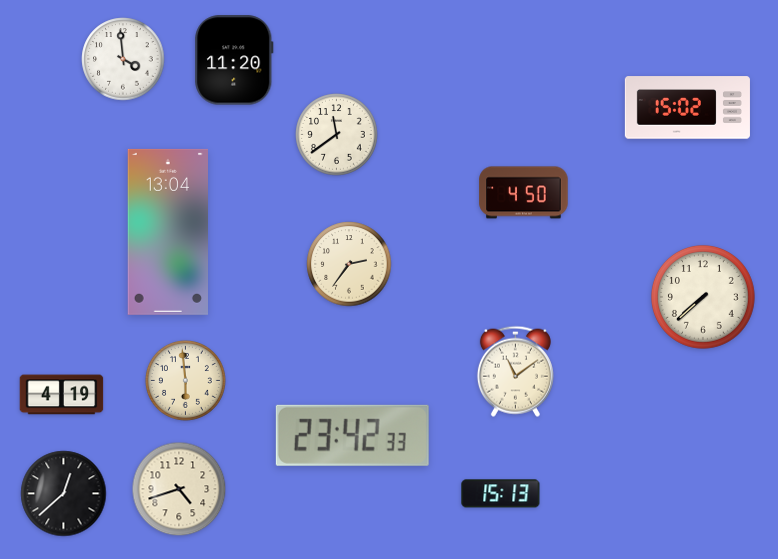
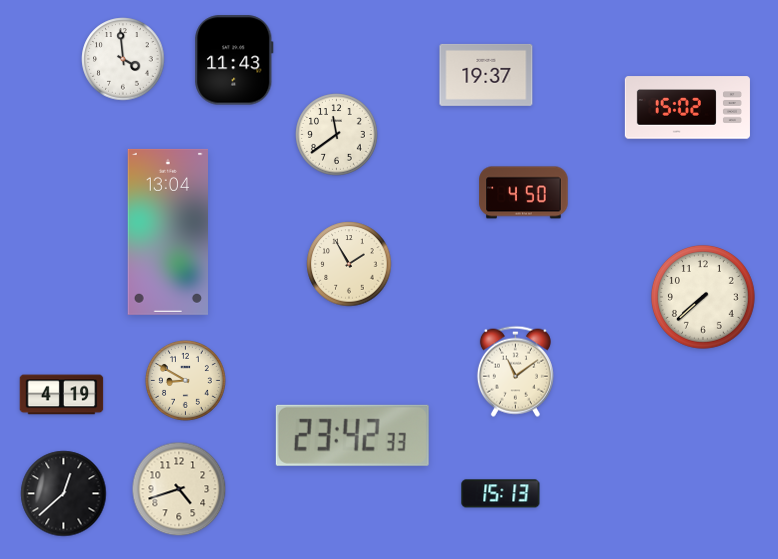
clock at (234, 60): 11:20 -> 11:43
clock at (486, 75): none -> 19:37
clock at (349, 264): 2:36 -> 1:55
clock at (185, 380): 5:59 -> 8:50
